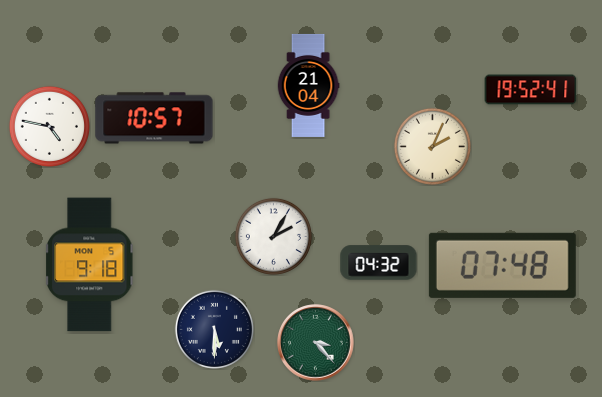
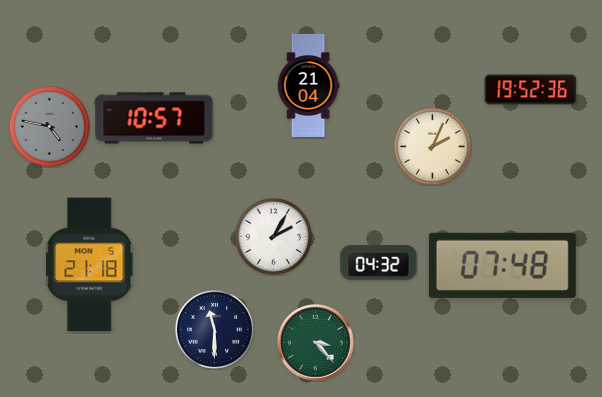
clock at (531, 90): 19:52:41 -> 19:52:36
clock at (49, 126) dial: white -> grey
clock at (90, 265): 9:18 -> 21:18
clock at (214, 329): 5:30 -> 11:30
